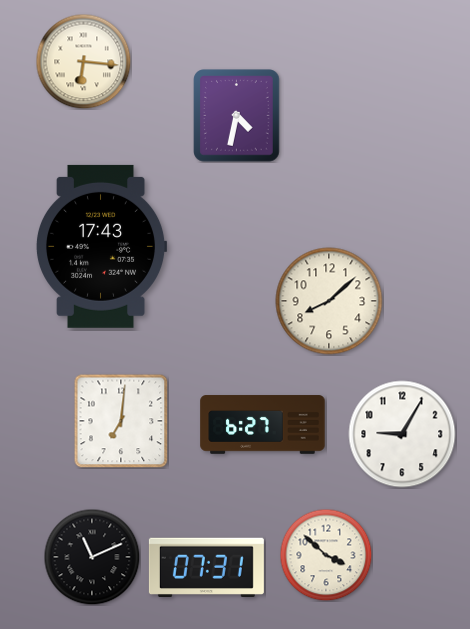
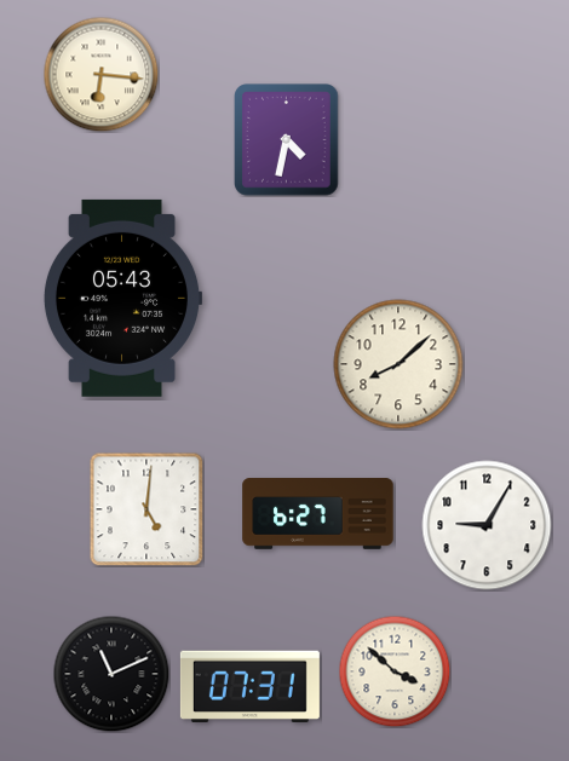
clock at (101, 246): 17:43 -> 05:43
clock at (121, 421): 7:01 -> 5:01
